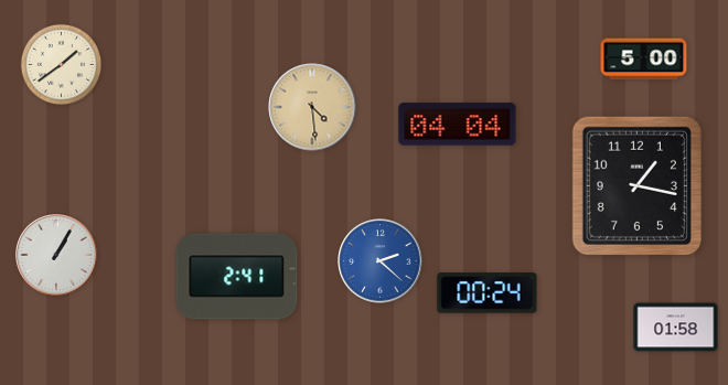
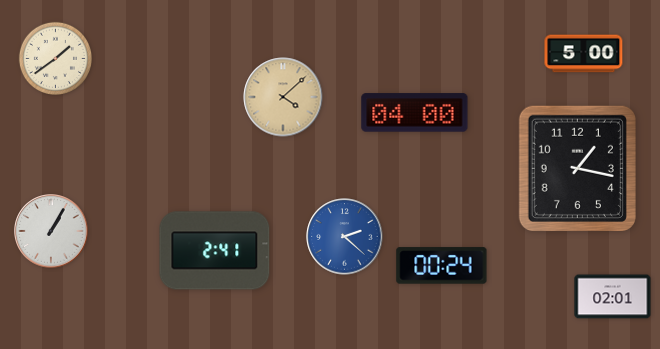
clock at (312, 107): 4:29 -> 4:08
clock at (458, 125): 04:04 -> 04:00
clock at (676, 328): 01:58 -> 02:01
